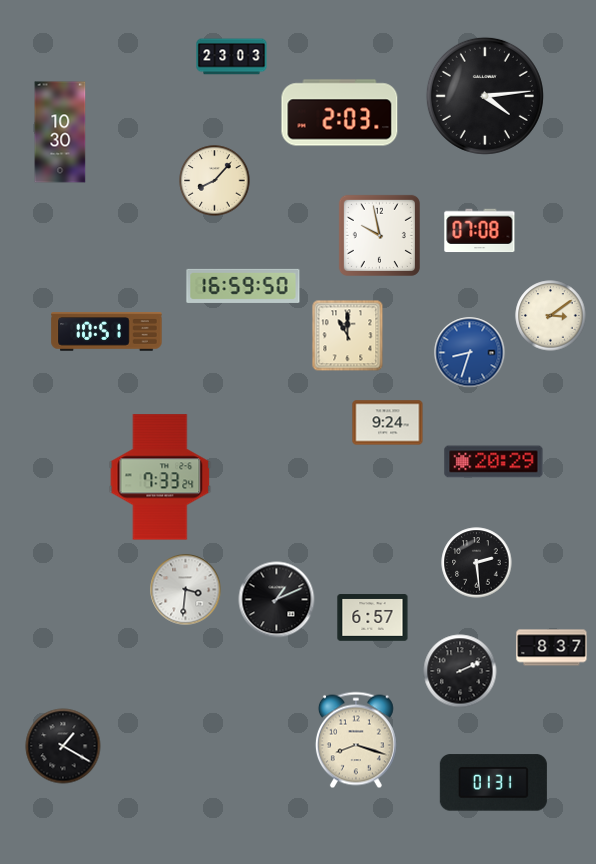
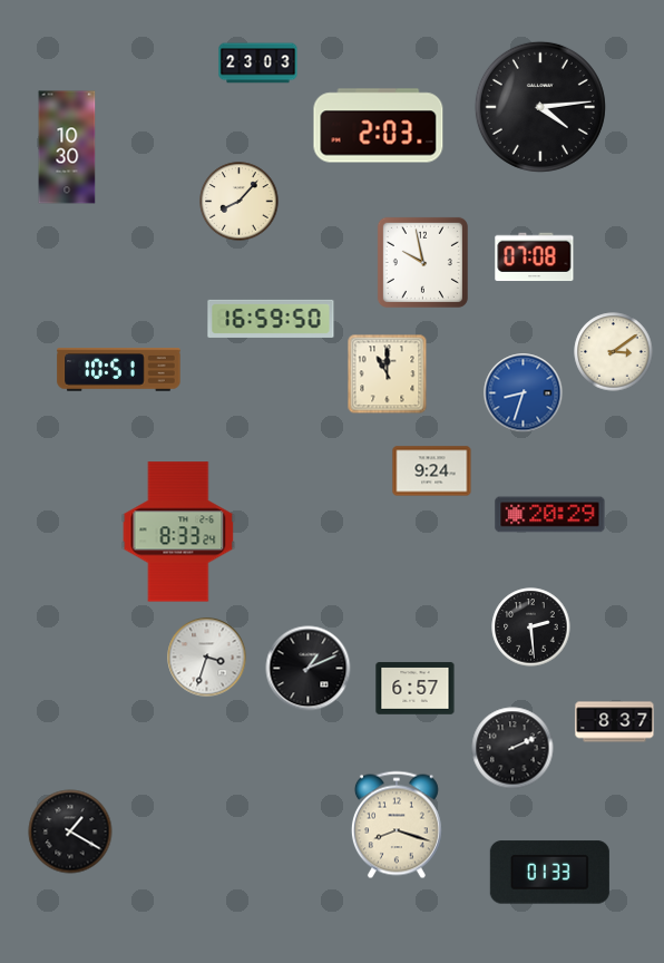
clock at (160, 477): 7:33 -> 8:33
clock at (186, 590): 3:31 -> 3:33
clock at (493, 783): 01:31 -> 01:33
